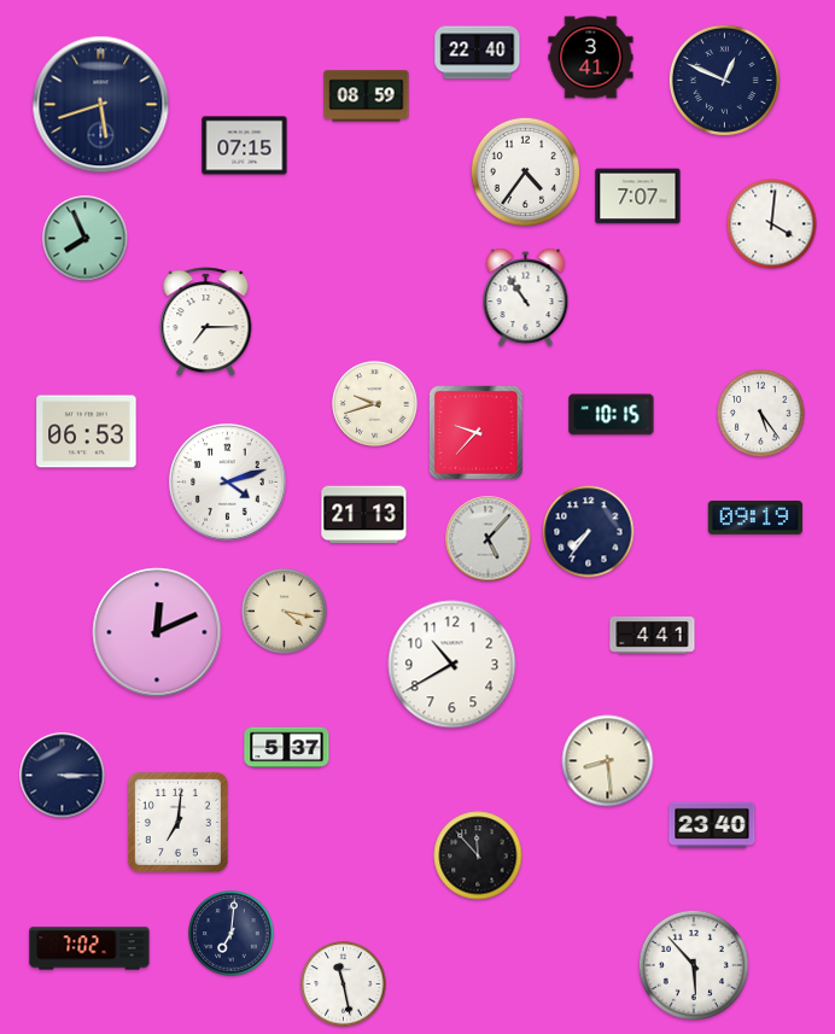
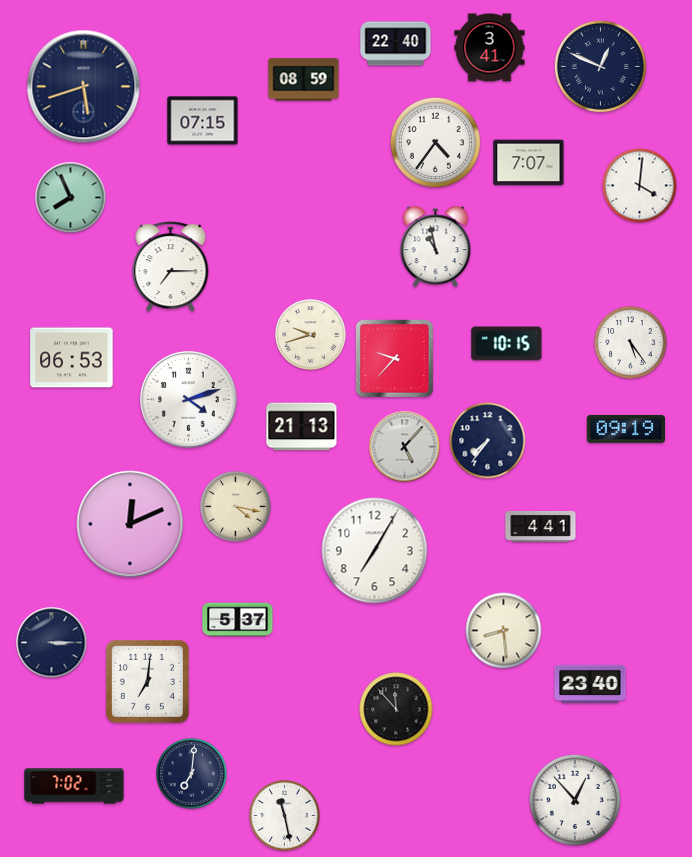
clock at (526, 298): 10:54 -> 10:58
clock at (452, 665): 10:40 -> 7:05
clock at (694, 965): 5:53 -> 12:53
